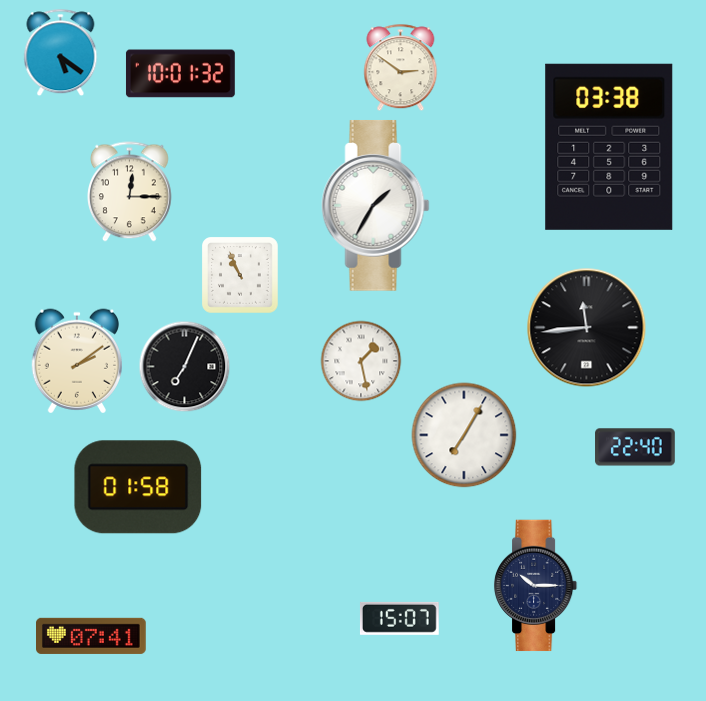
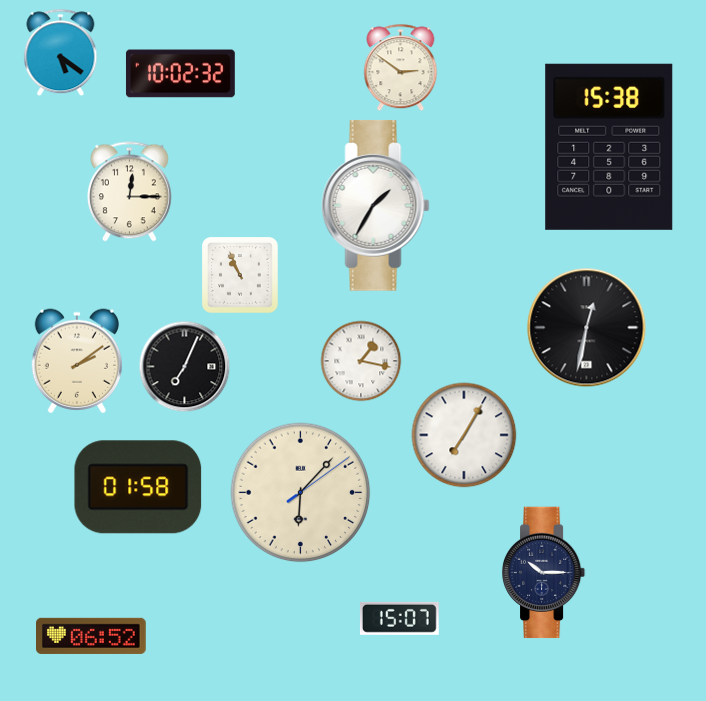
clock at (180, 74): 10:01 -> 10:02
clock at (609, 147): 03:38 -> 15:38
clock at (587, 328): 11:44 -> 12:32
clock at (361, 361): 1:28 -> 1:17
clock at (635, 447): 22:40 -> none
clock at (301, 493): none -> 6:07
clock at (536, 586) position: (536, 586) -> (544, 573)
clock at (92, 636): 07:41 -> 06:52
